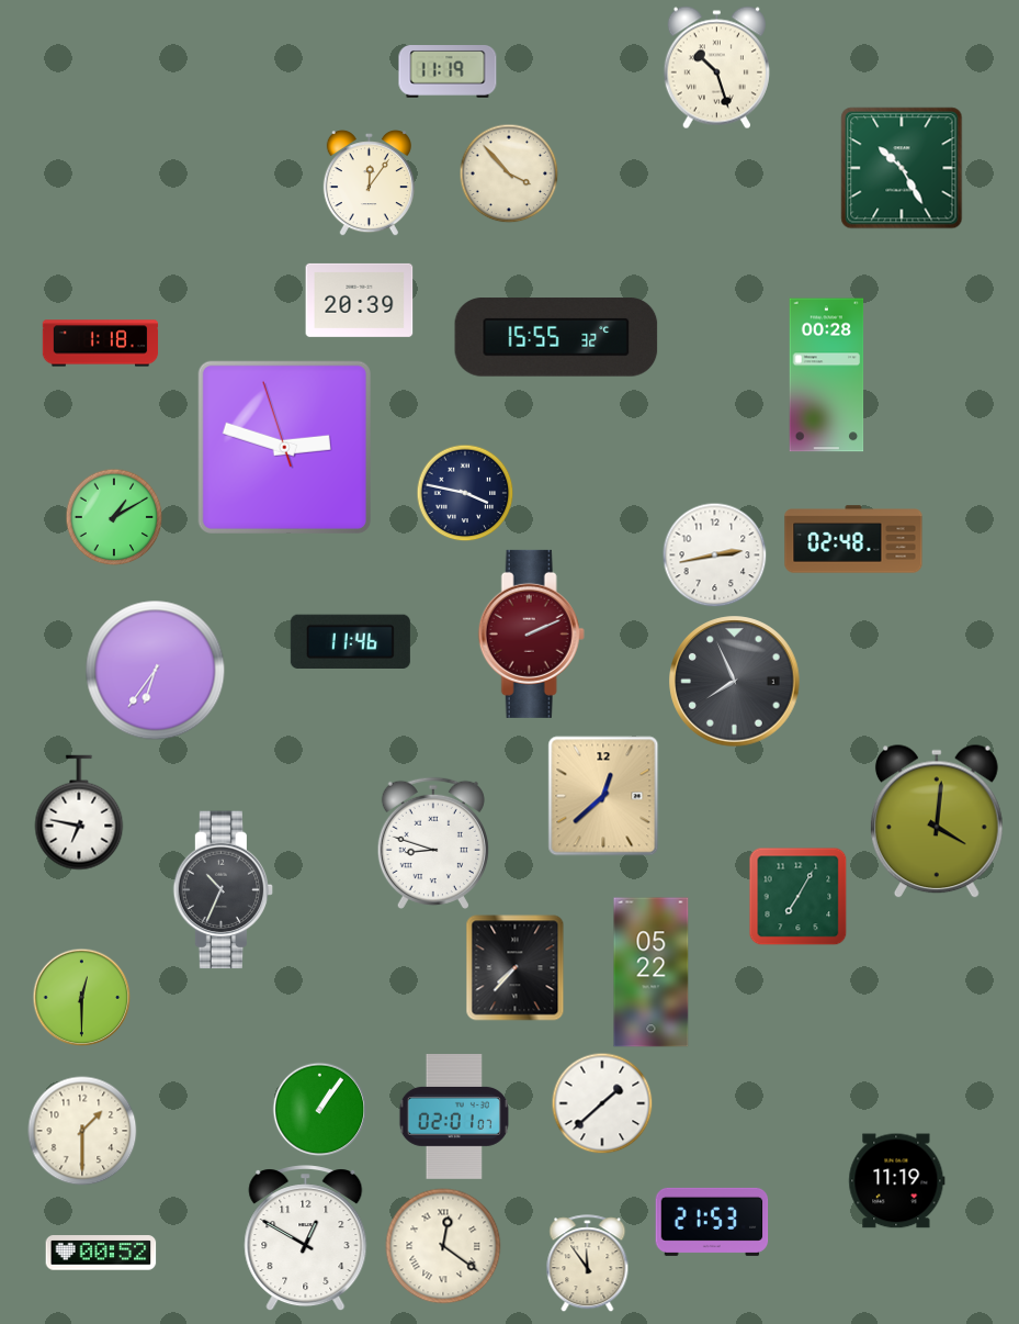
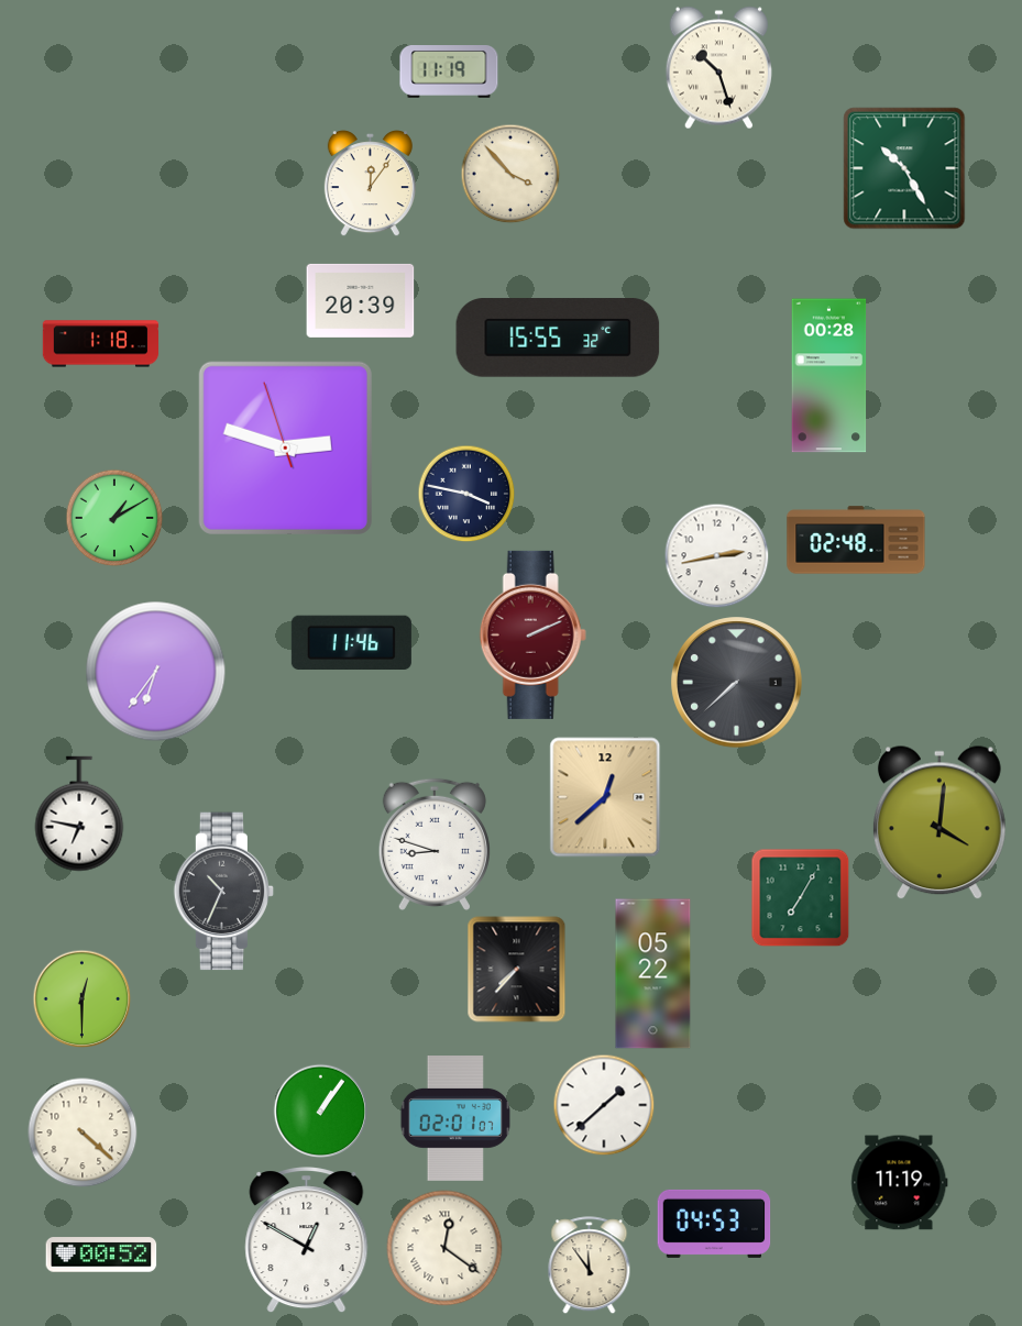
clock at (735, 682): 7:56 -> 7:38
clock at (82, 1131): 1:30 -> 4:22
clock at (712, 1222): 21:53 -> 04:53
